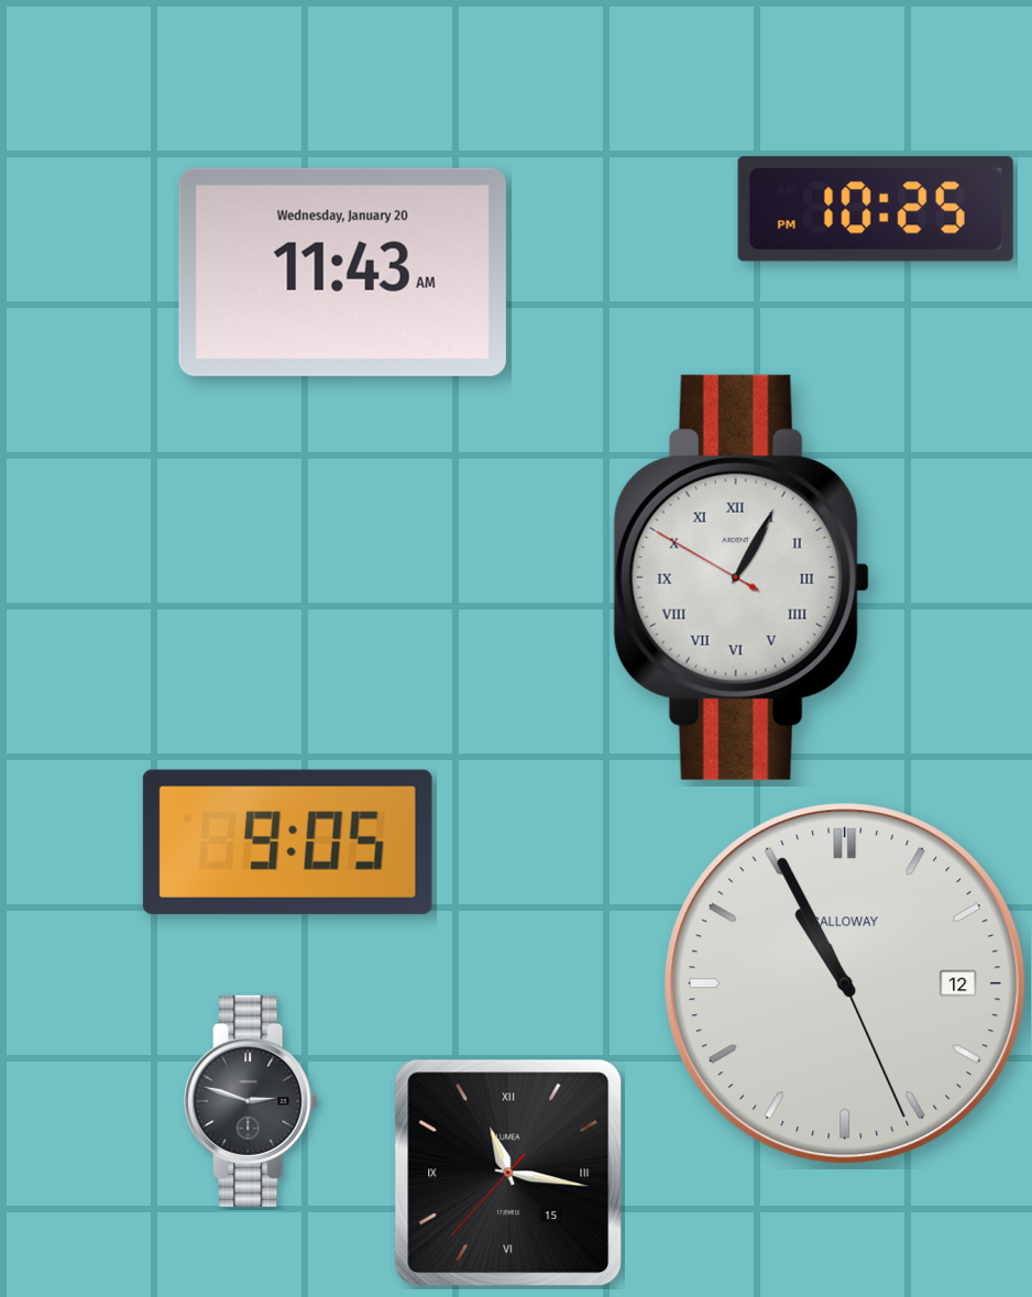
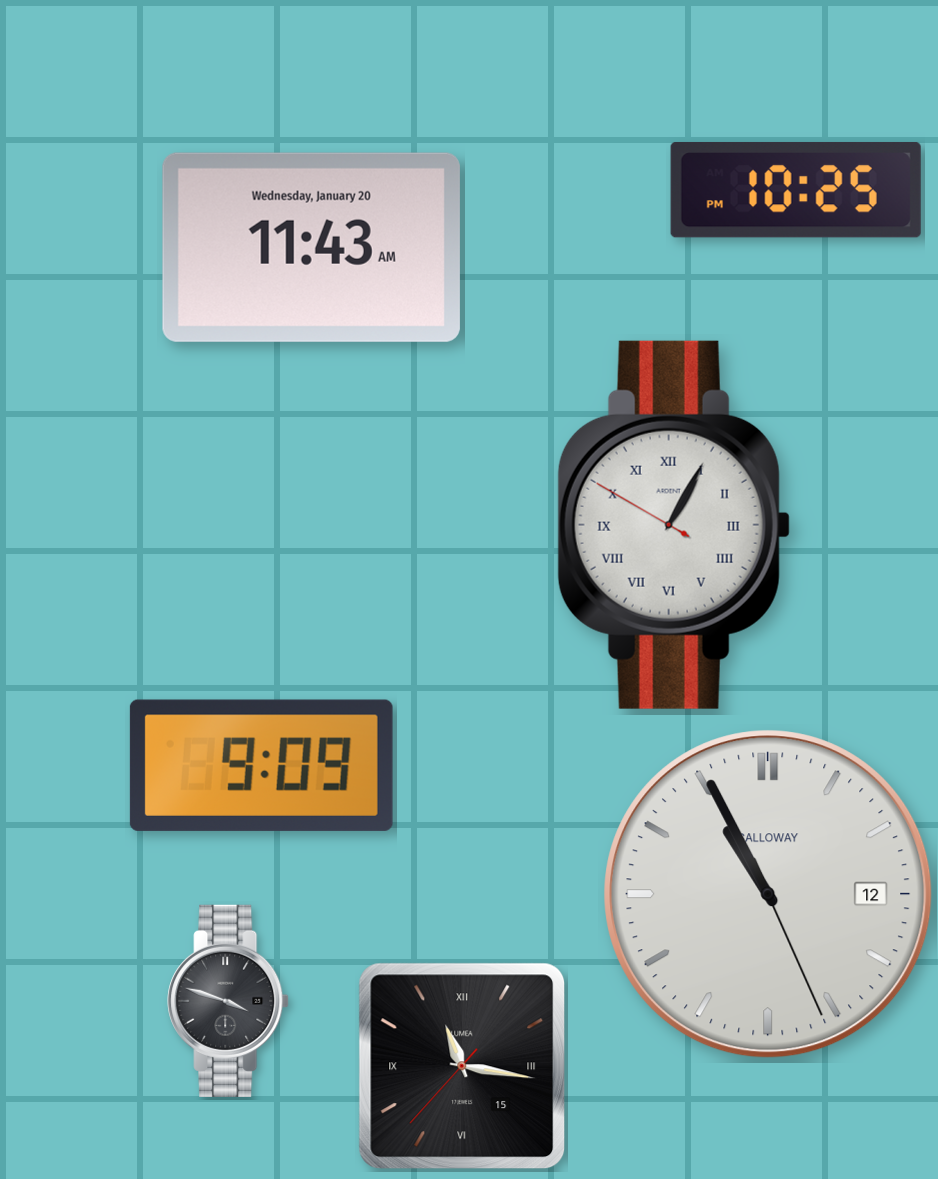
clock at (287, 842): 9:05 -> 9:09
clock at (251, 1101): 2:48 -> 3:48
